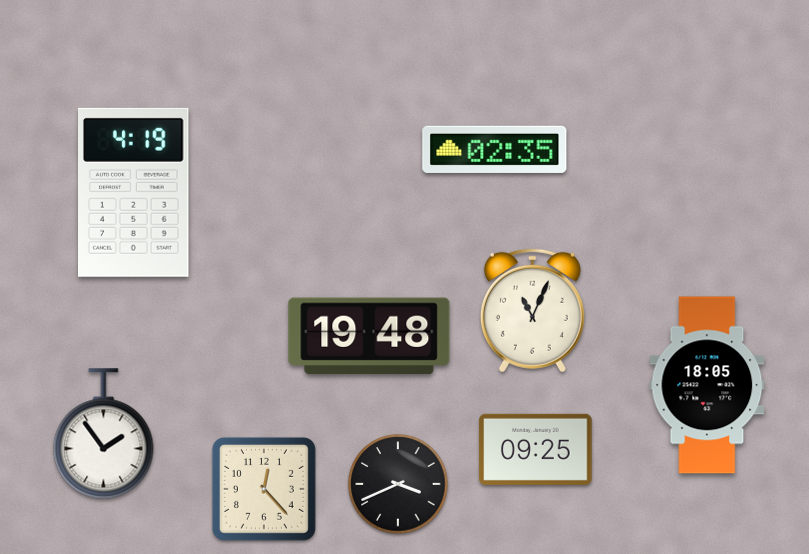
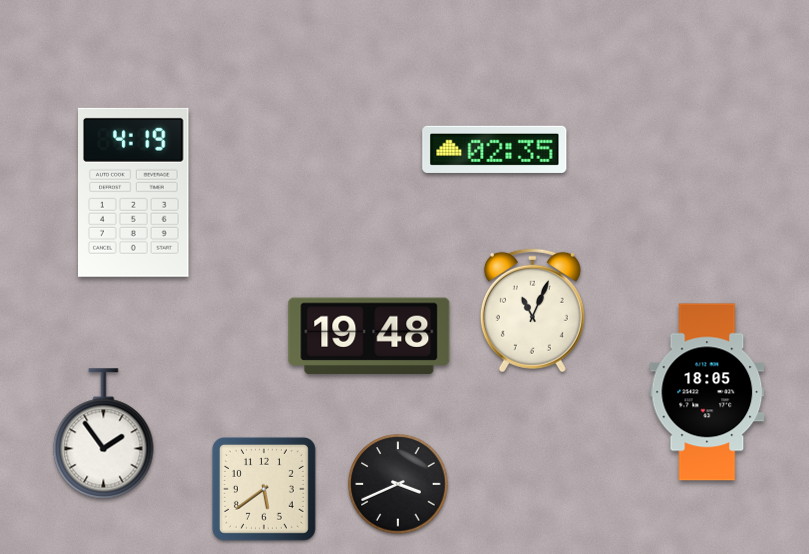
clock at (707, 385) position: (707, 385) -> (707, 392)
clock at (536, 449): 09:25 -> none
clock at (264, 489): 12:23 -> 5:39
